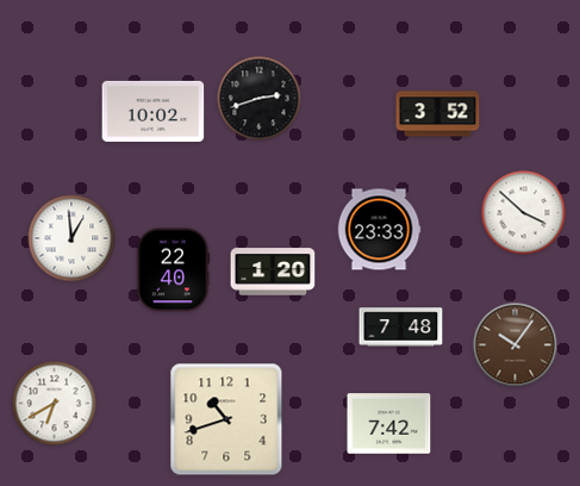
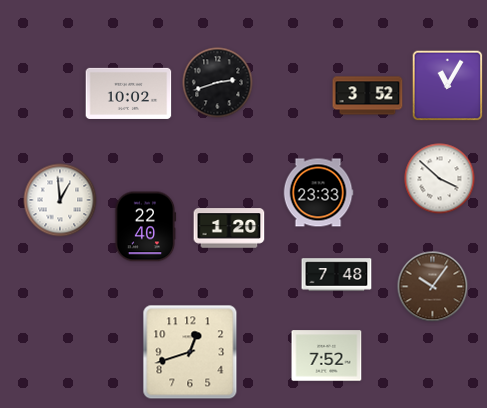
clock at (448, 86): none -> 11:05
clock at (516, 345) position: (516, 345) -> (433, 287)
clock at (55, 404): 6:40 -> none
clock at (226, 419): 10:42 -> 12:42
clock at (389, 424): 7:42 -> 7:52
